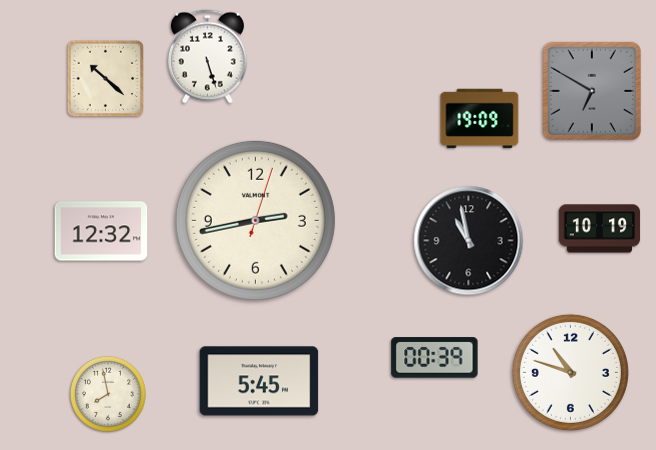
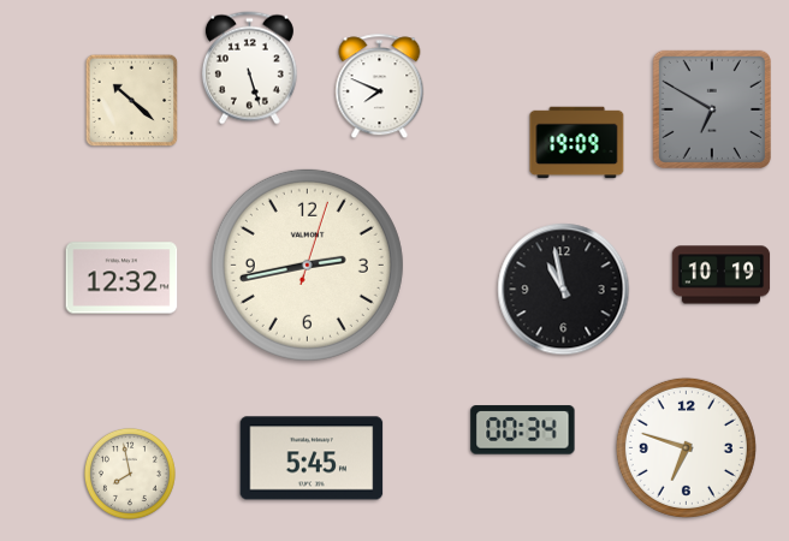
clock at (380, 87): none -> 7:49
clock at (106, 79) position: (106, 79) -> (132, 101)
clock at (435, 358): 00:39 -> 00:34
clock at (570, 372): 10:48 -> 6:48
